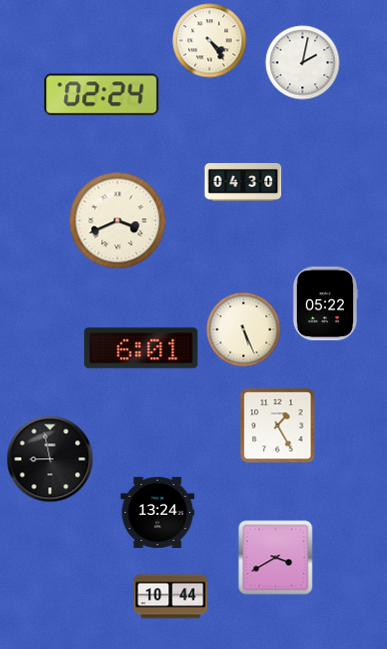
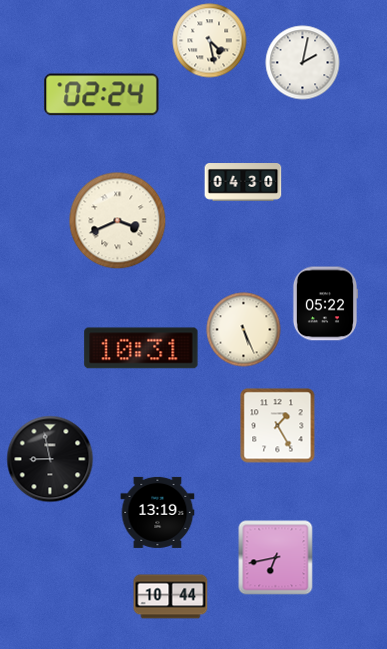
clock at (210, 41): 4:24 -> 4:28
clock at (141, 348): 6:01 -> 10:31
clock at (158, 512): 13:24 -> 13:19
clock at (276, 558): 3:40 -> 6:43
